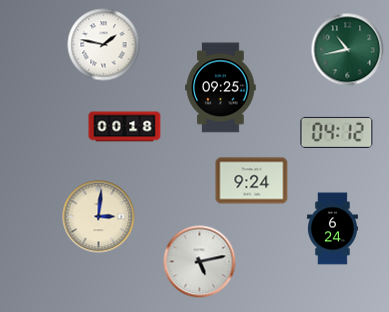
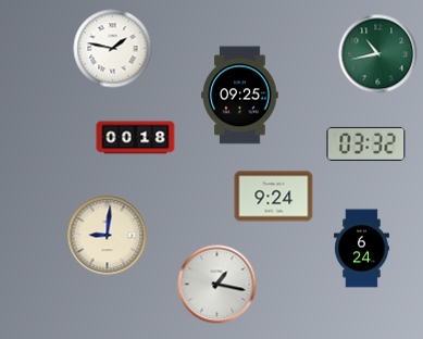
clock at (337, 132): 04:12 -> 03:32
clock at (99, 217): 3:01 -> 9:01
clock at (200, 262): 5:13 -> 1:17
